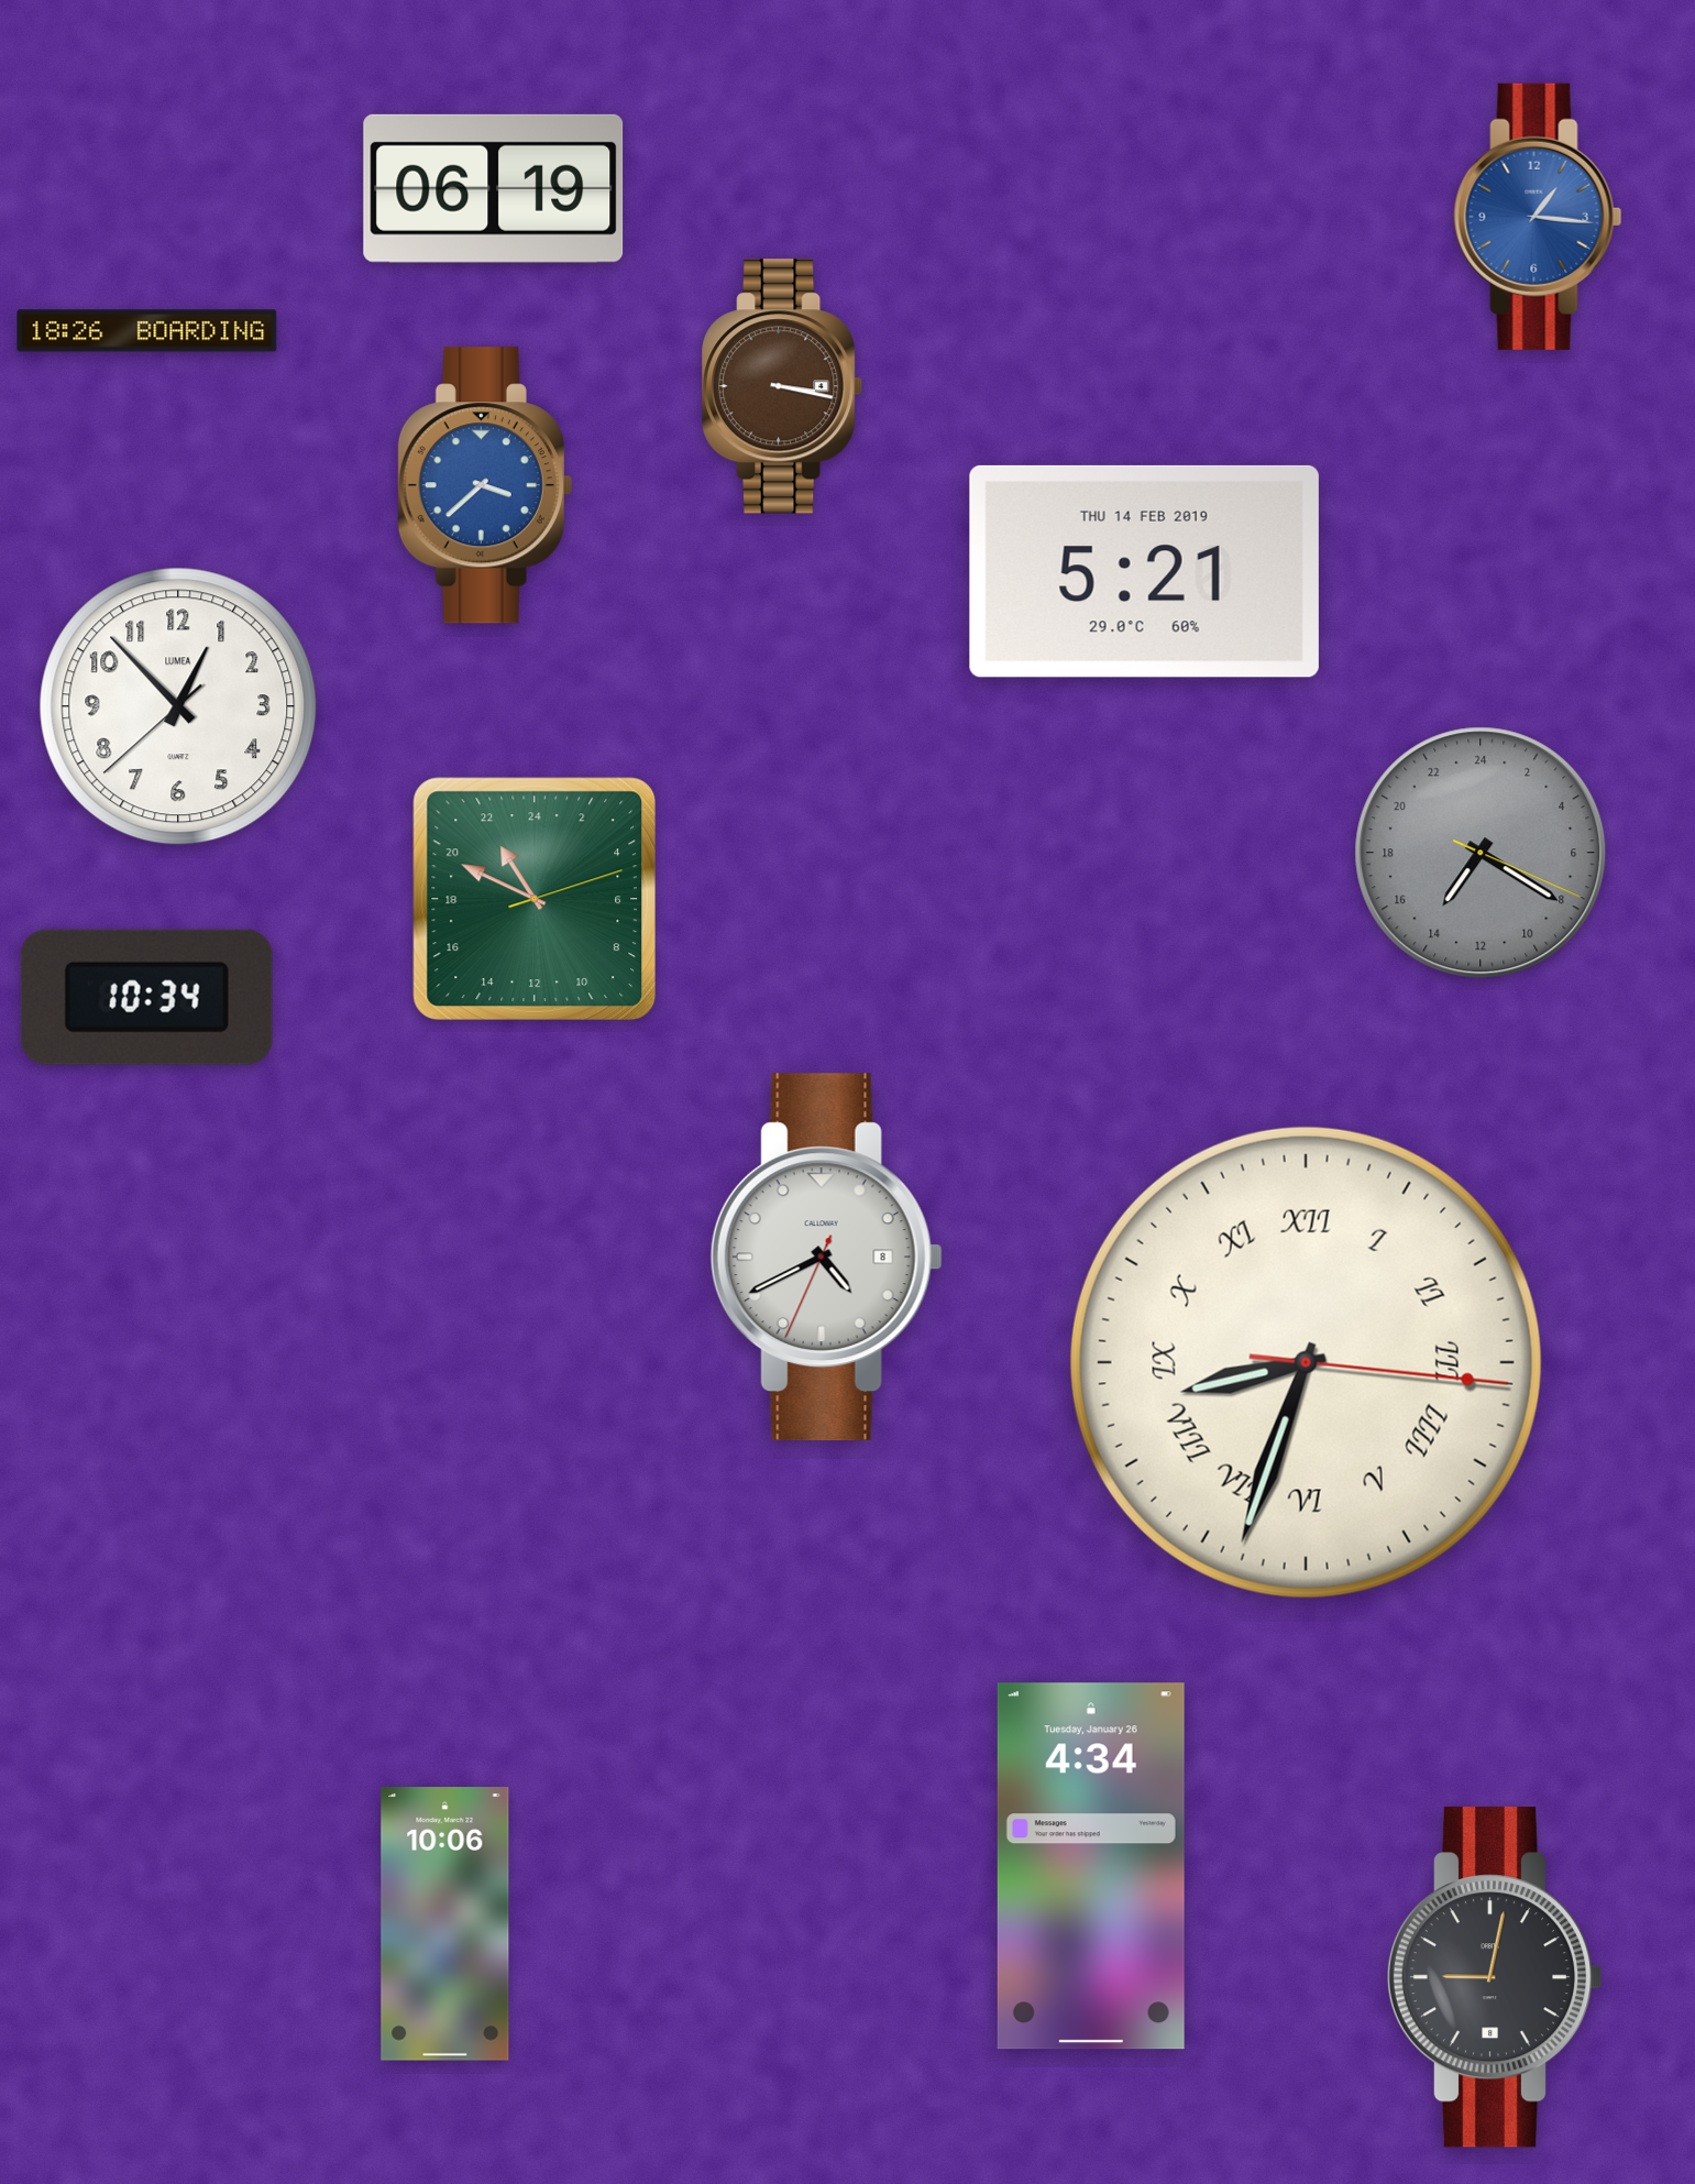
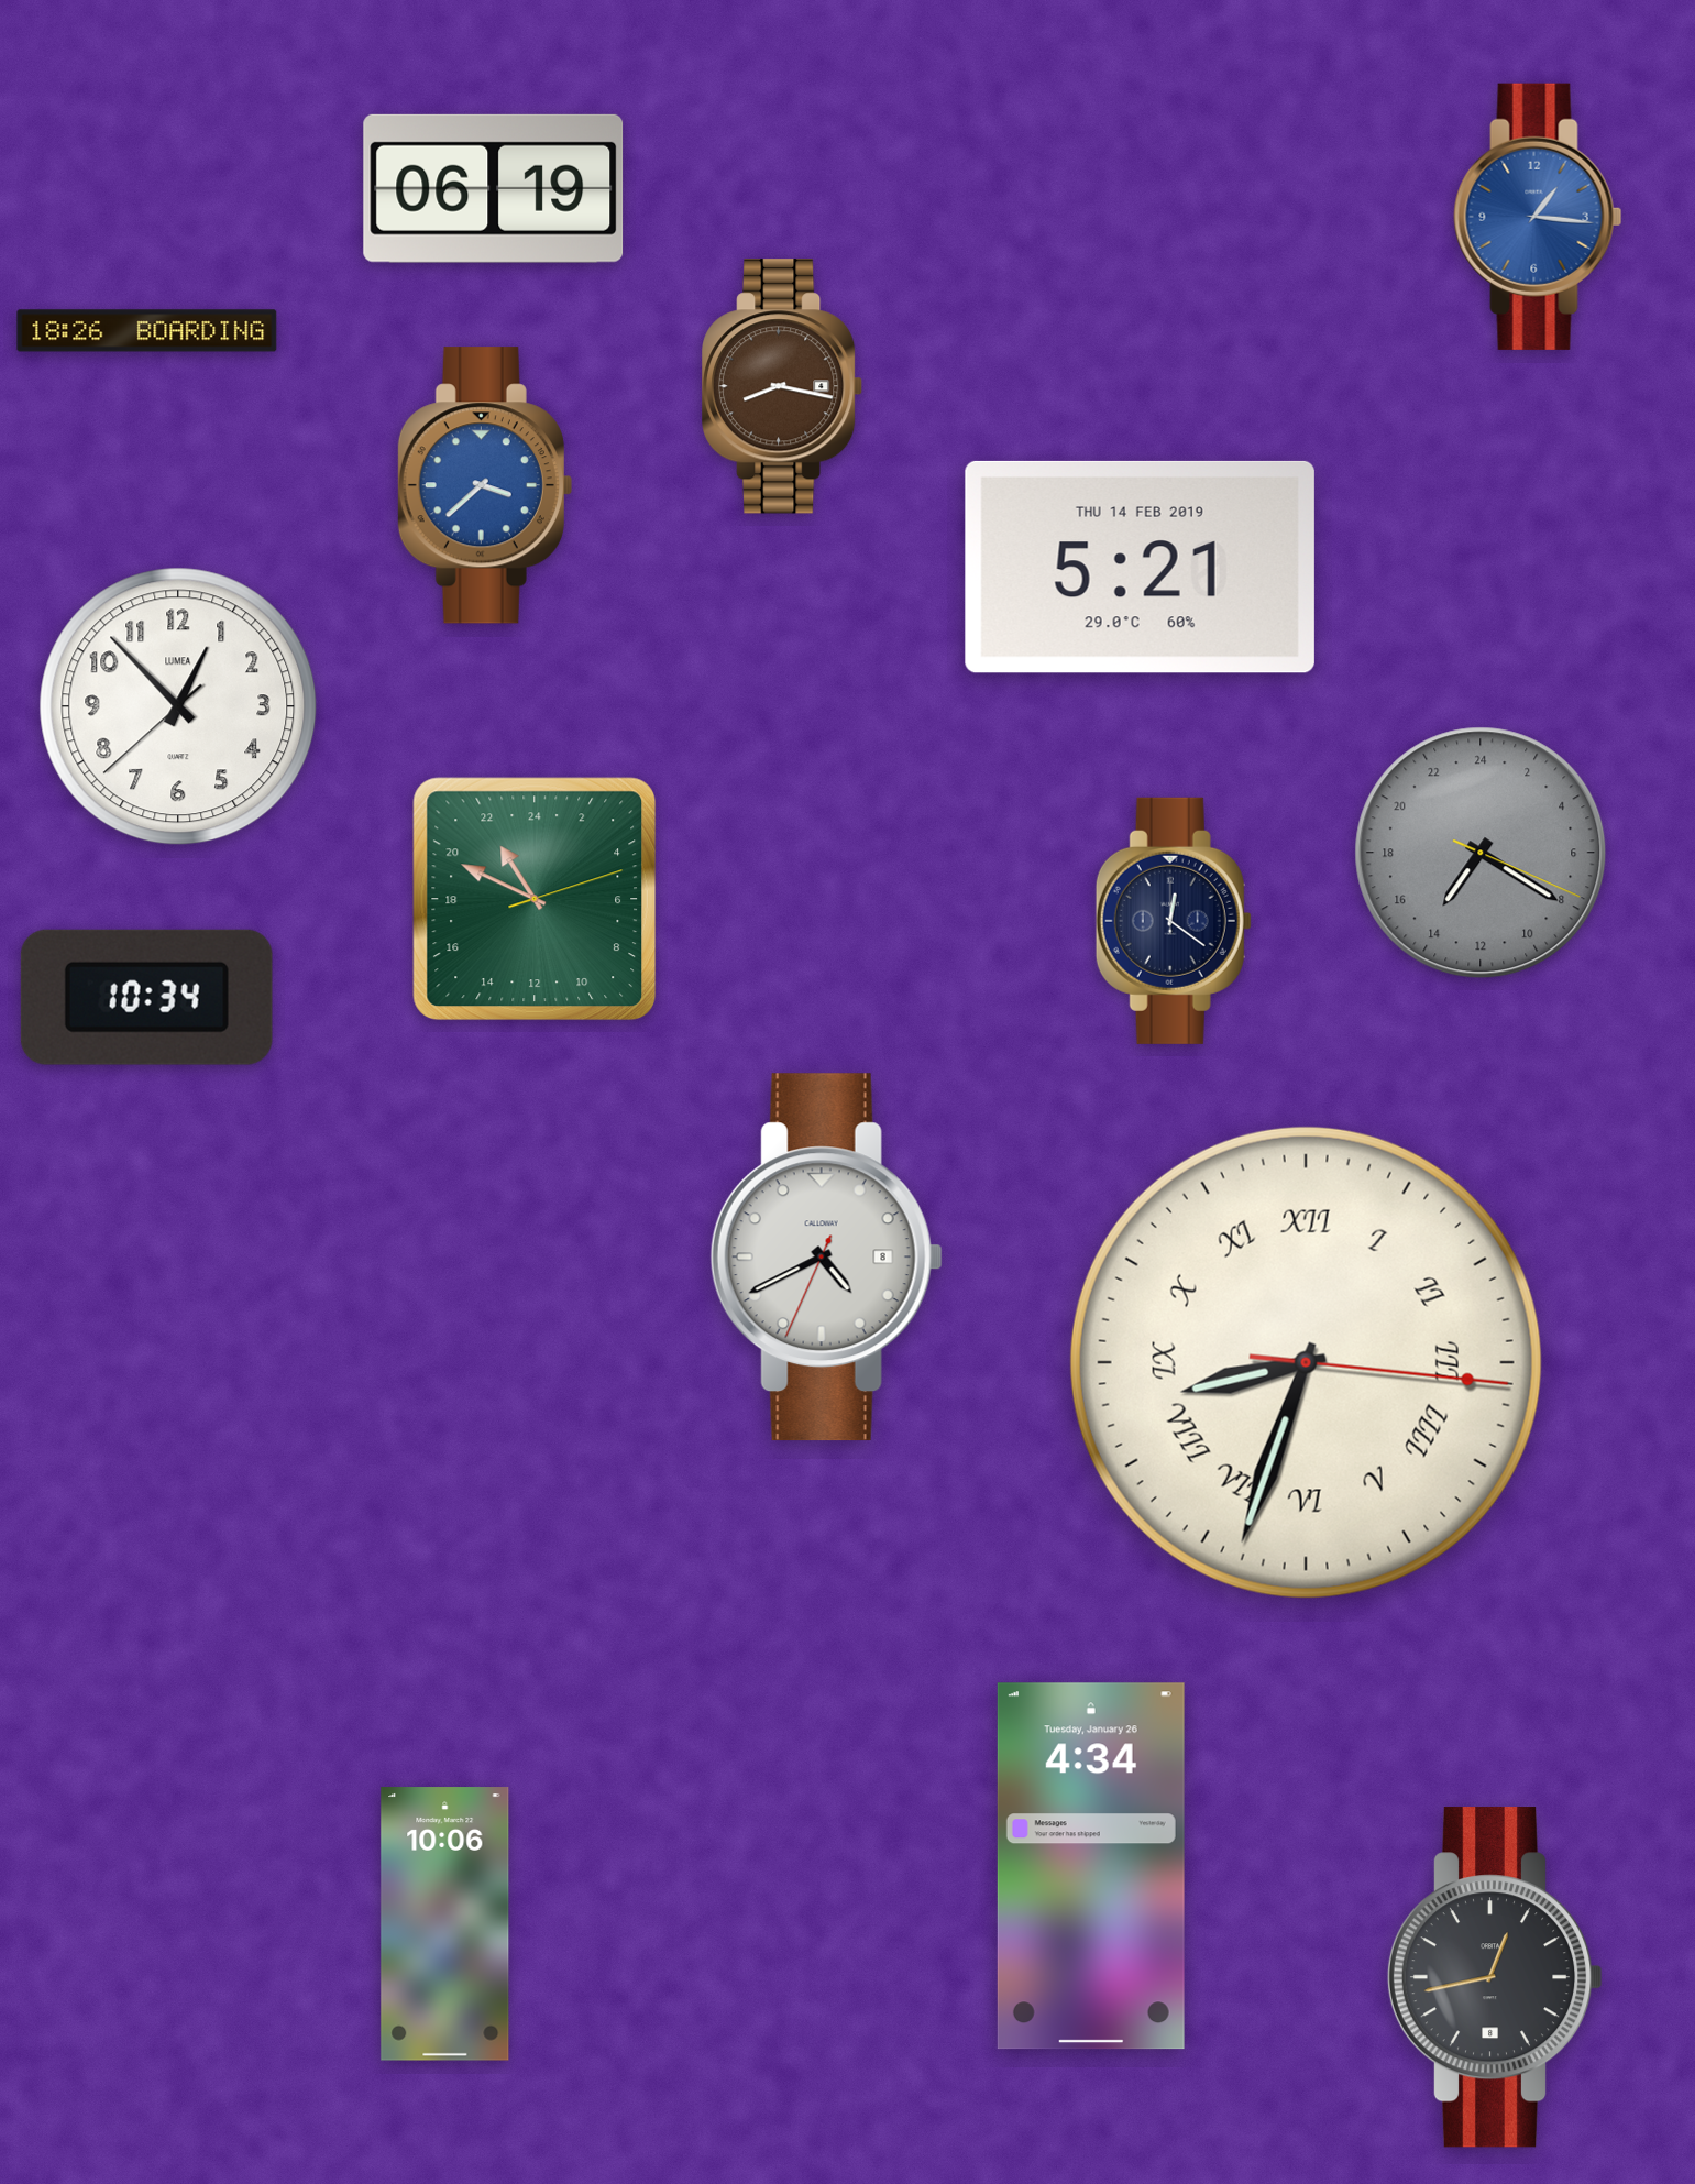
clock at (783, 386): 3:17 -> 8:17
clock at (1144, 571) position: (1144, 571) -> (1140, 567)
clock at (1174, 921): none -> 12:21
clock at (1495, 1977): 9:02 -> 12:43
